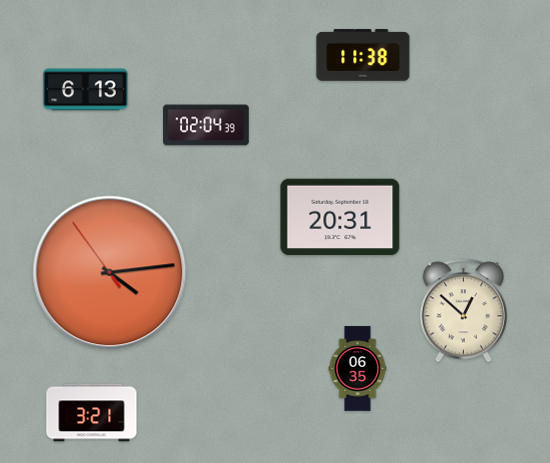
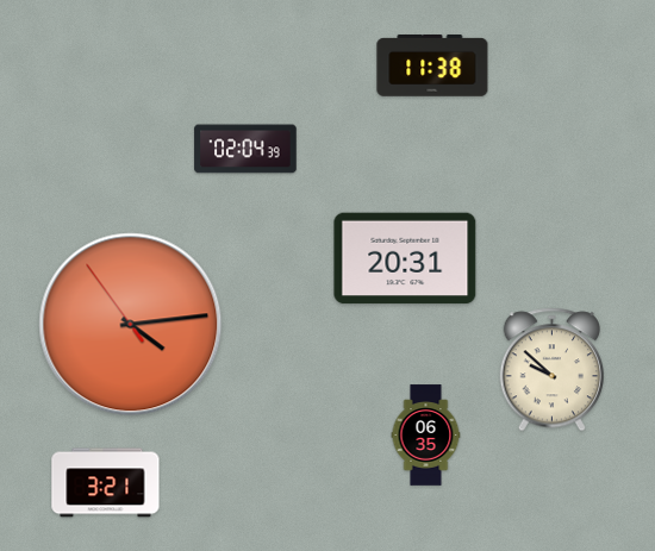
clock at (86, 90): 6:13 -> none
clock at (463, 311): 12:52 -> 9:52
clock at (358, 369) position: (358, 369) -> (426, 436)
clock at (92, 413) position: (92, 413) -> (106, 483)
